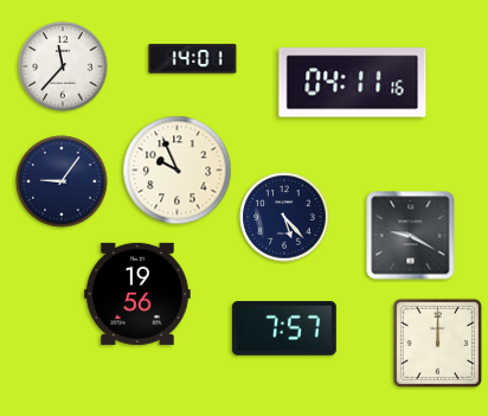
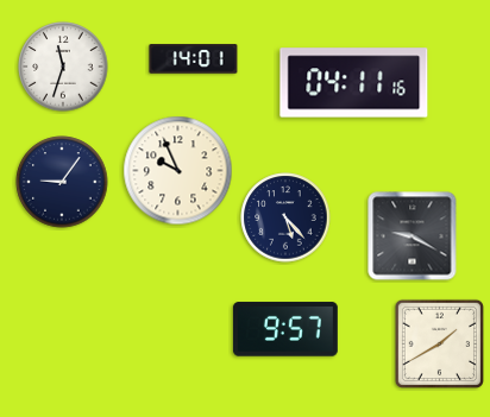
clock at (63, 66): 11:37 -> 11:33
clock at (139, 294): 19:56 -> none
clock at (284, 328): 7:57 -> 9:57
clock at (437, 343): 12:00 -> 1:40
